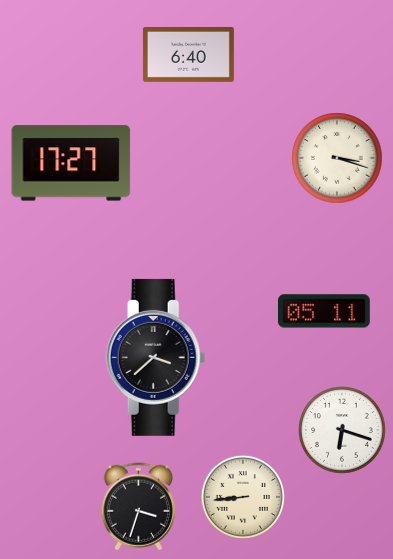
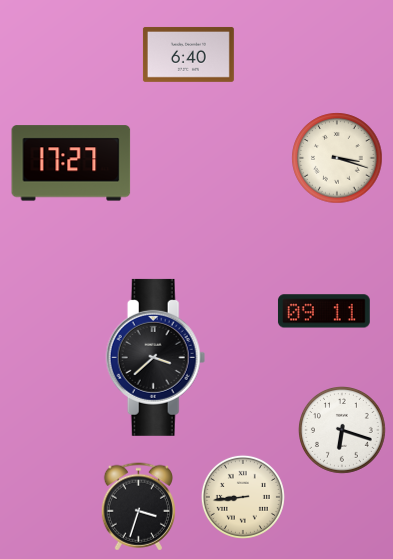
clock at (324, 311): 05:11 -> 09:11
